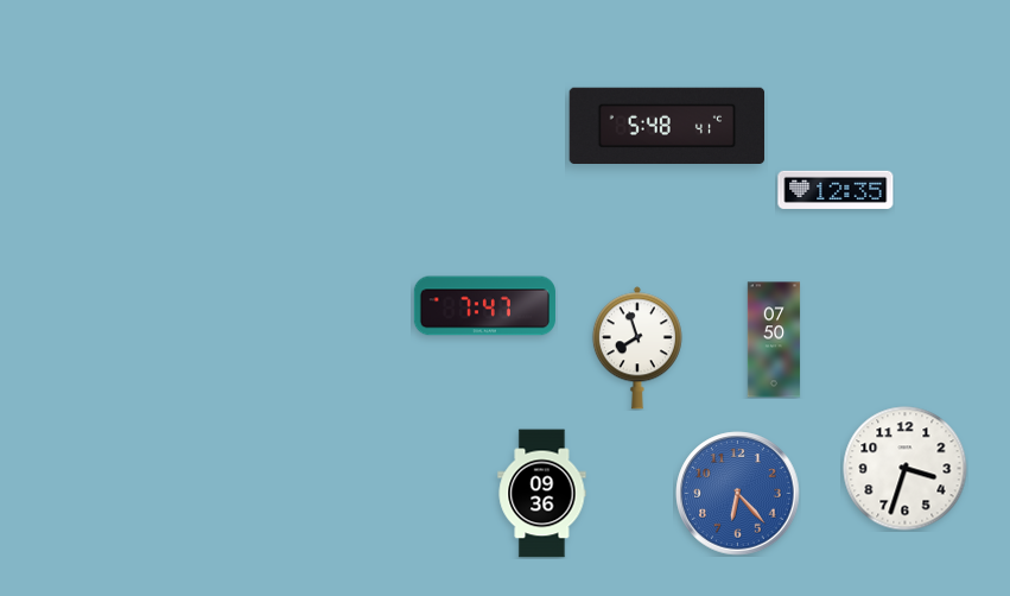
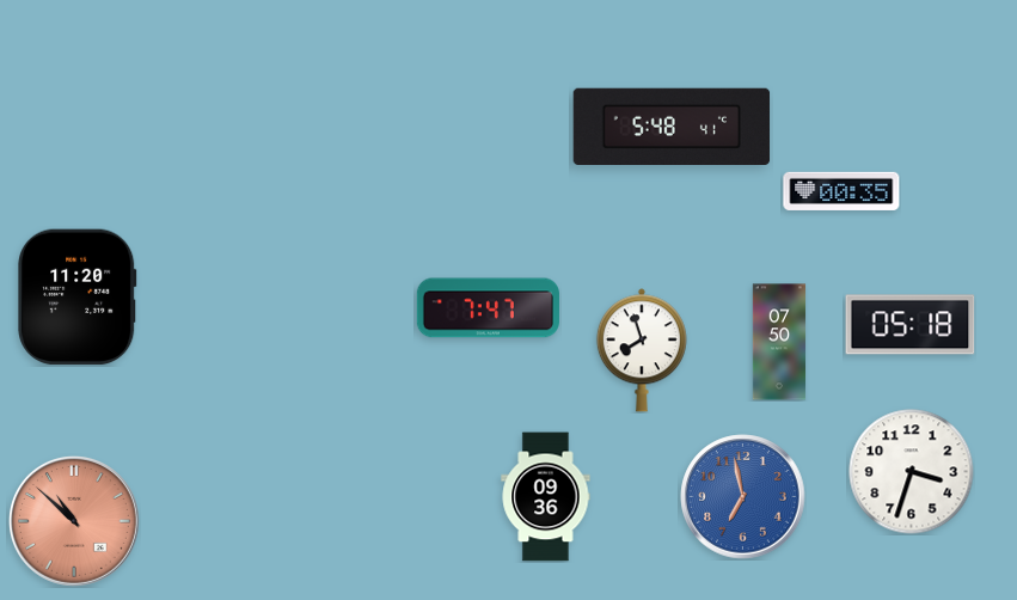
clock at (836, 190): 12:35 -> 00:35
clock at (78, 298): none -> 11:20
clock at (911, 325): none -> 05:18
clock at (738, 494): 6:23 -> 6:58
clock at (74, 521): none -> 10:52
